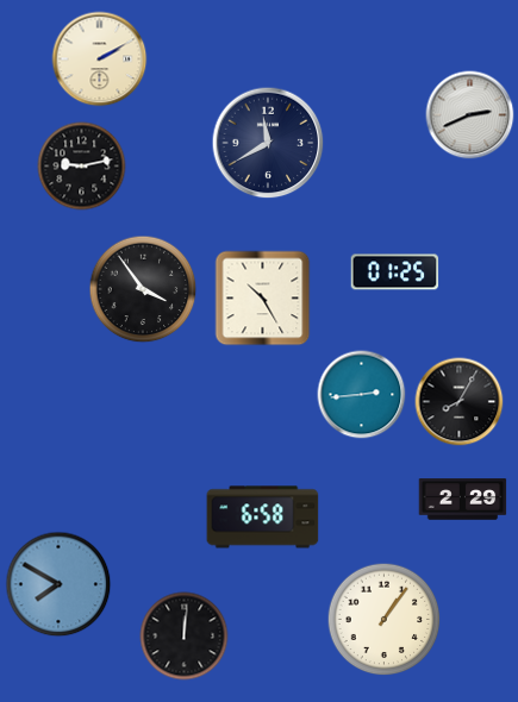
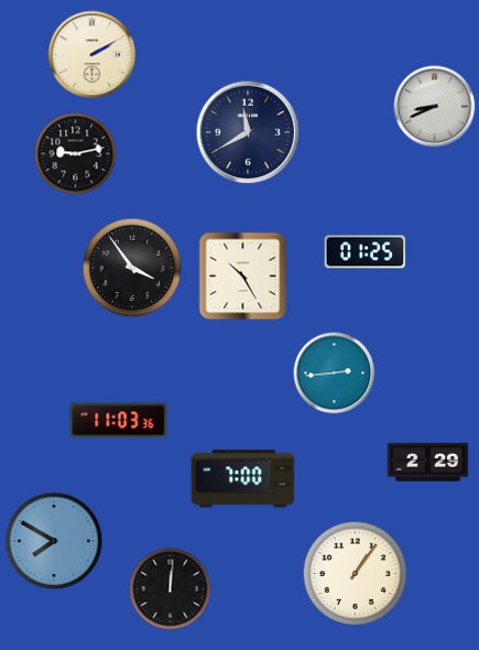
clock at (470, 115): 2:41 -> 8:41
clock at (362, 395) position: (362, 395) -> (335, 373)
clock at (460, 402): 8:05 -> none
clock at (119, 421): none -> 11:03
clock at (263, 518): 6:58 -> 7:00
